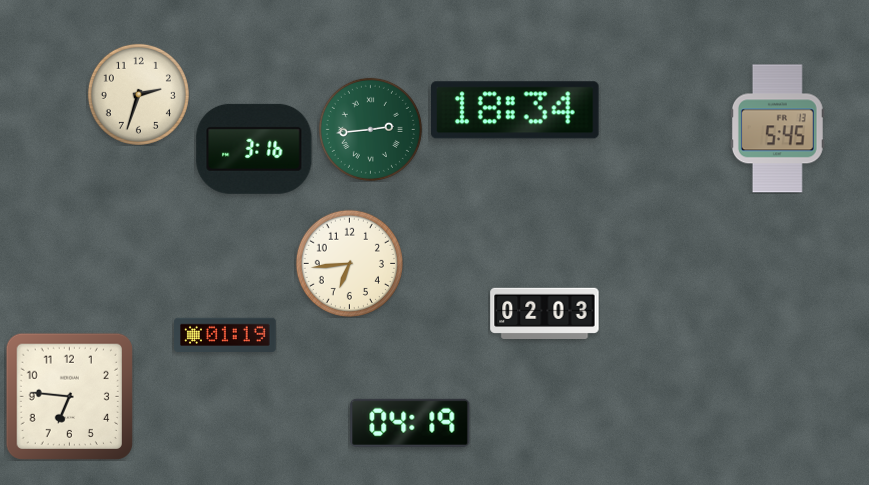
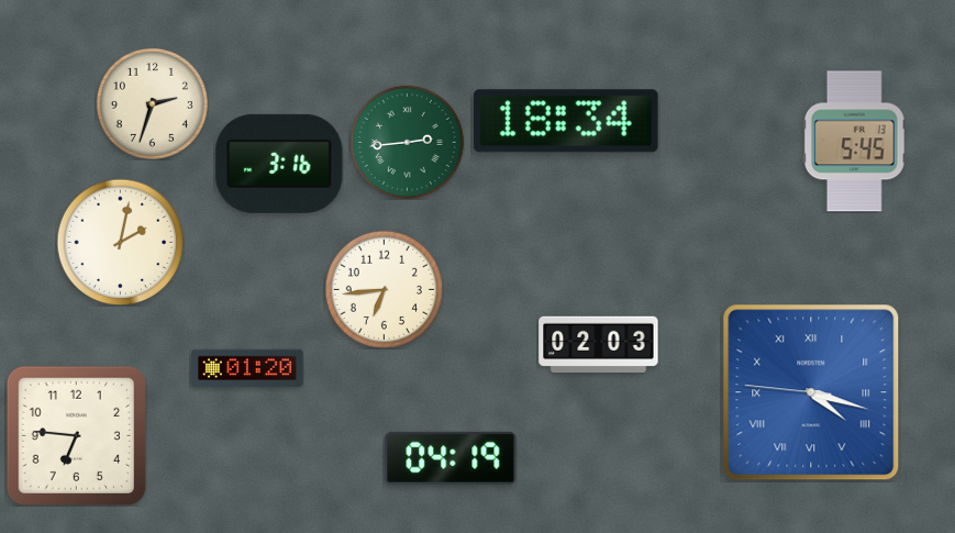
clock at (120, 242): none -> 2:02
clock at (225, 334): 01:19 -> 01:20
clock at (811, 392): none -> 4:17
clock at (410, 423) position: (410, 423) -> (451, 458)
